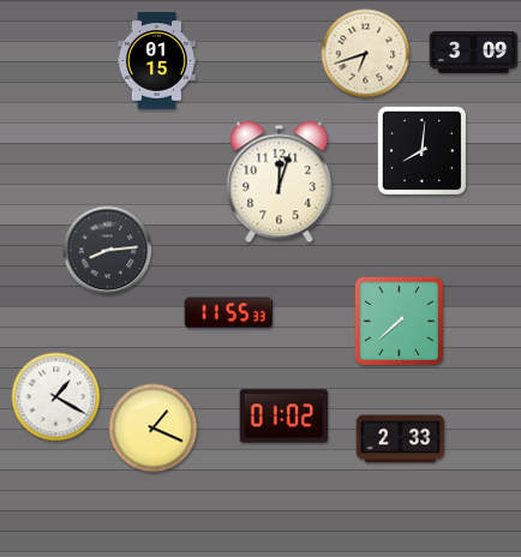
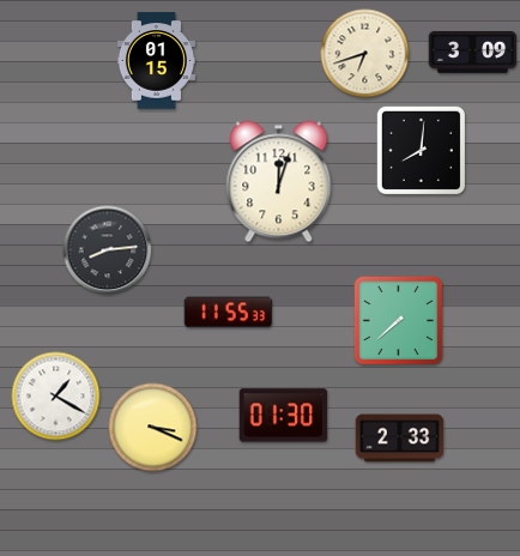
clock at (285, 417): 01:02 -> 01:30
clock at (154, 429): 1:19 -> 3:19
